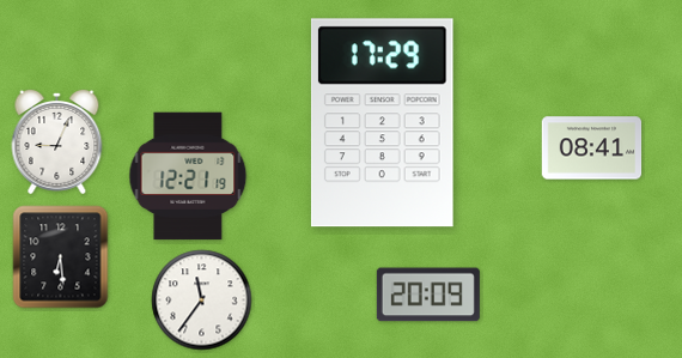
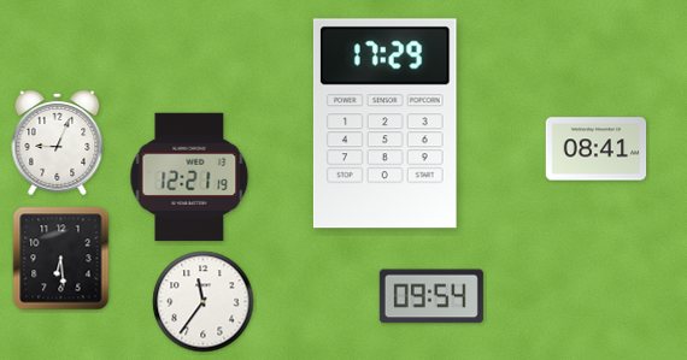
clock at (428, 295): 20:09 -> 09:54
